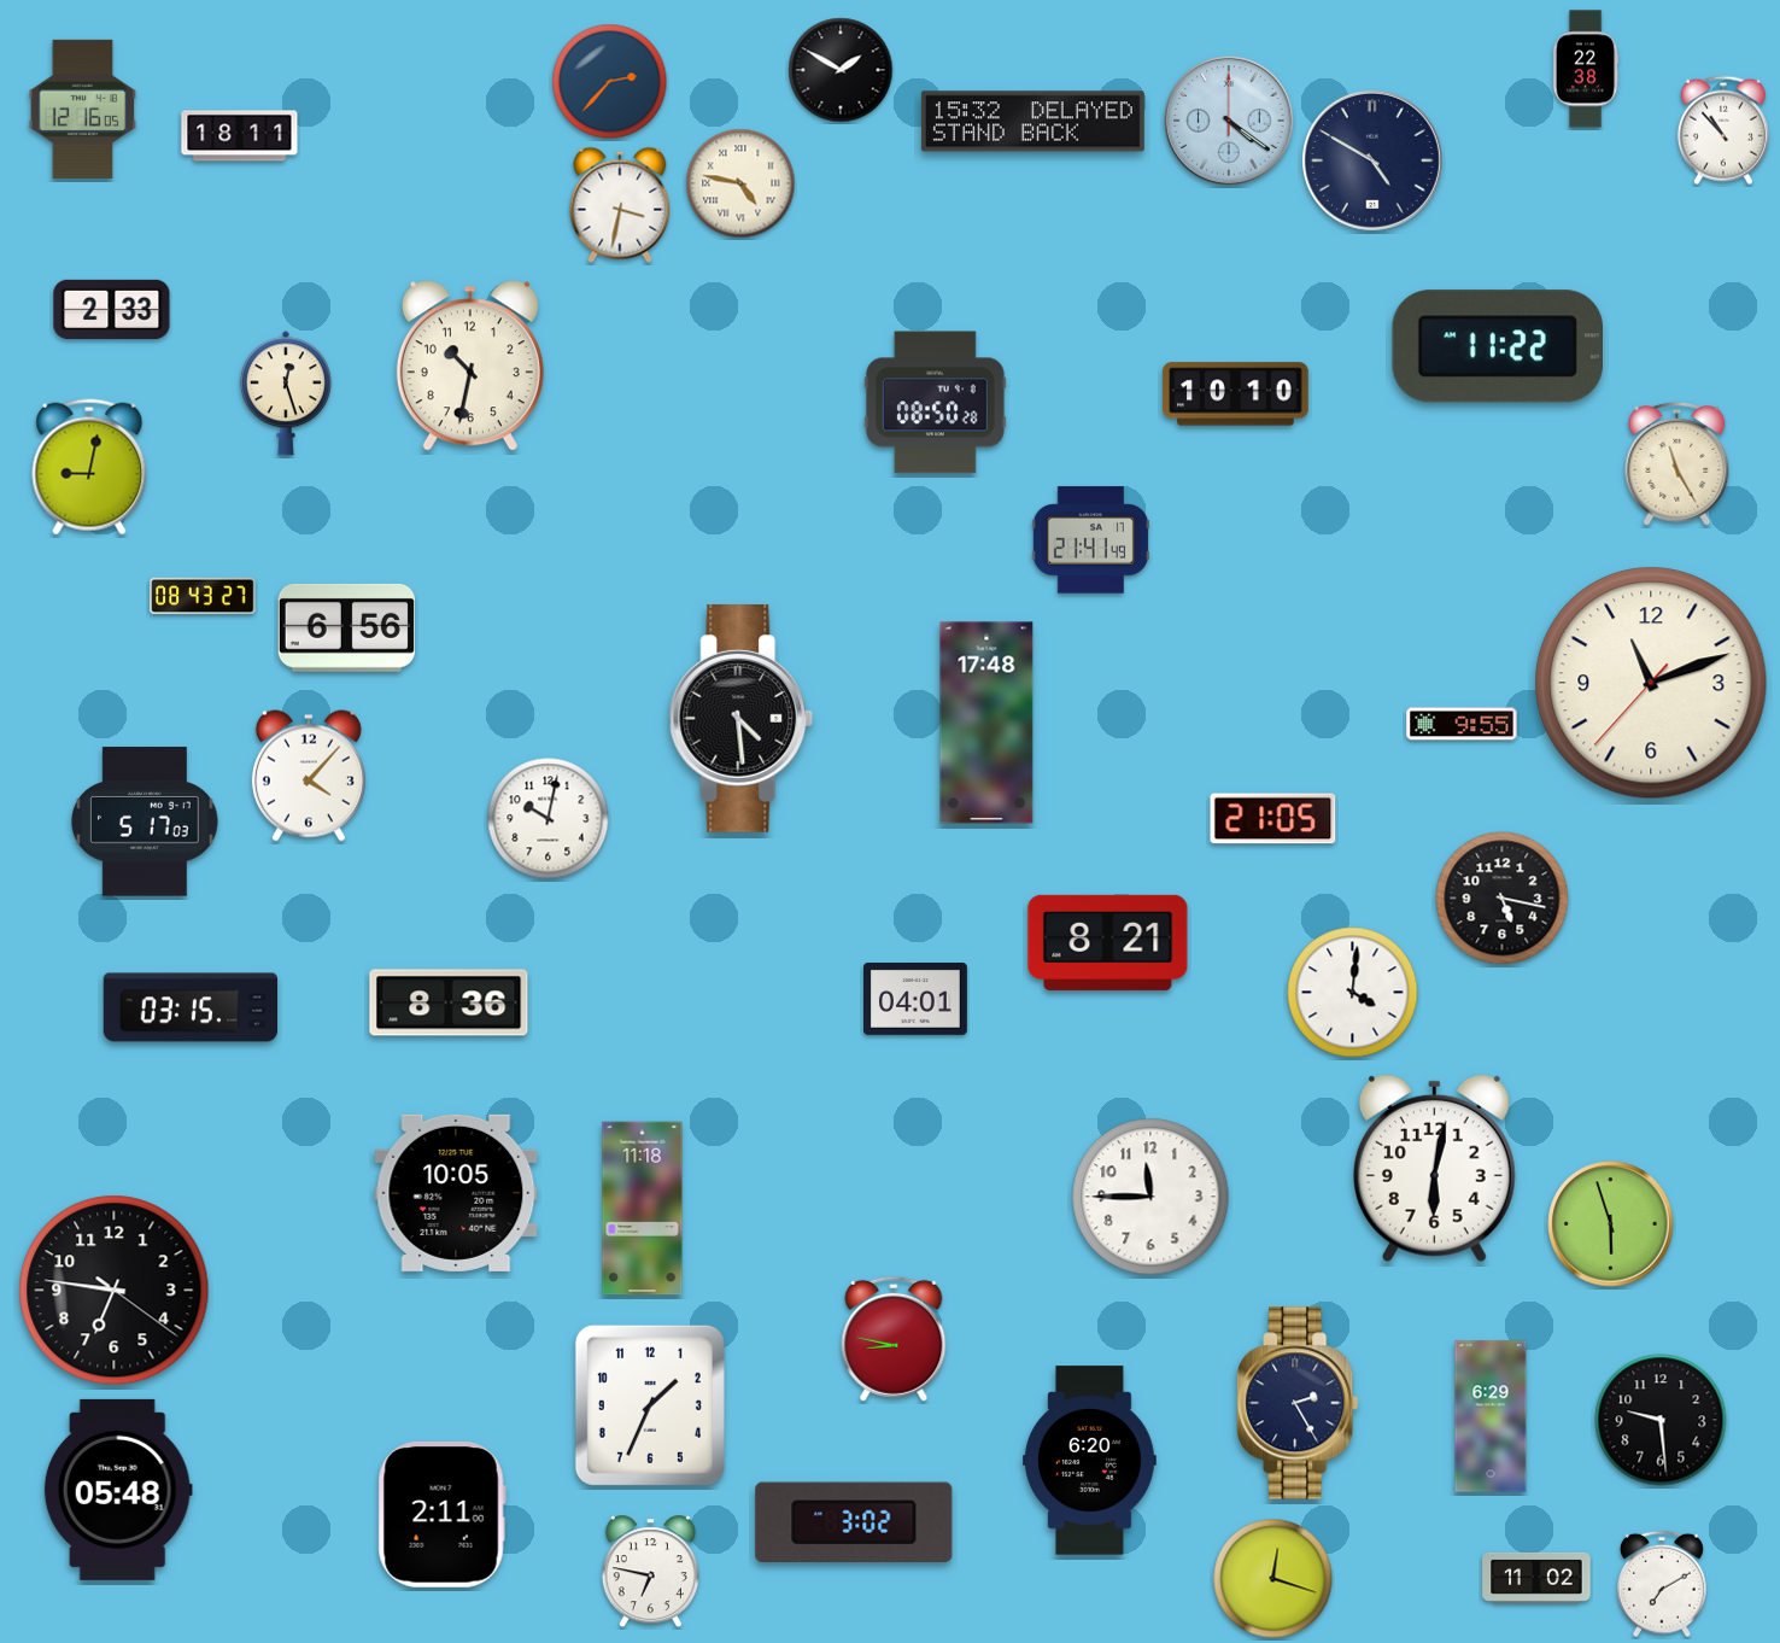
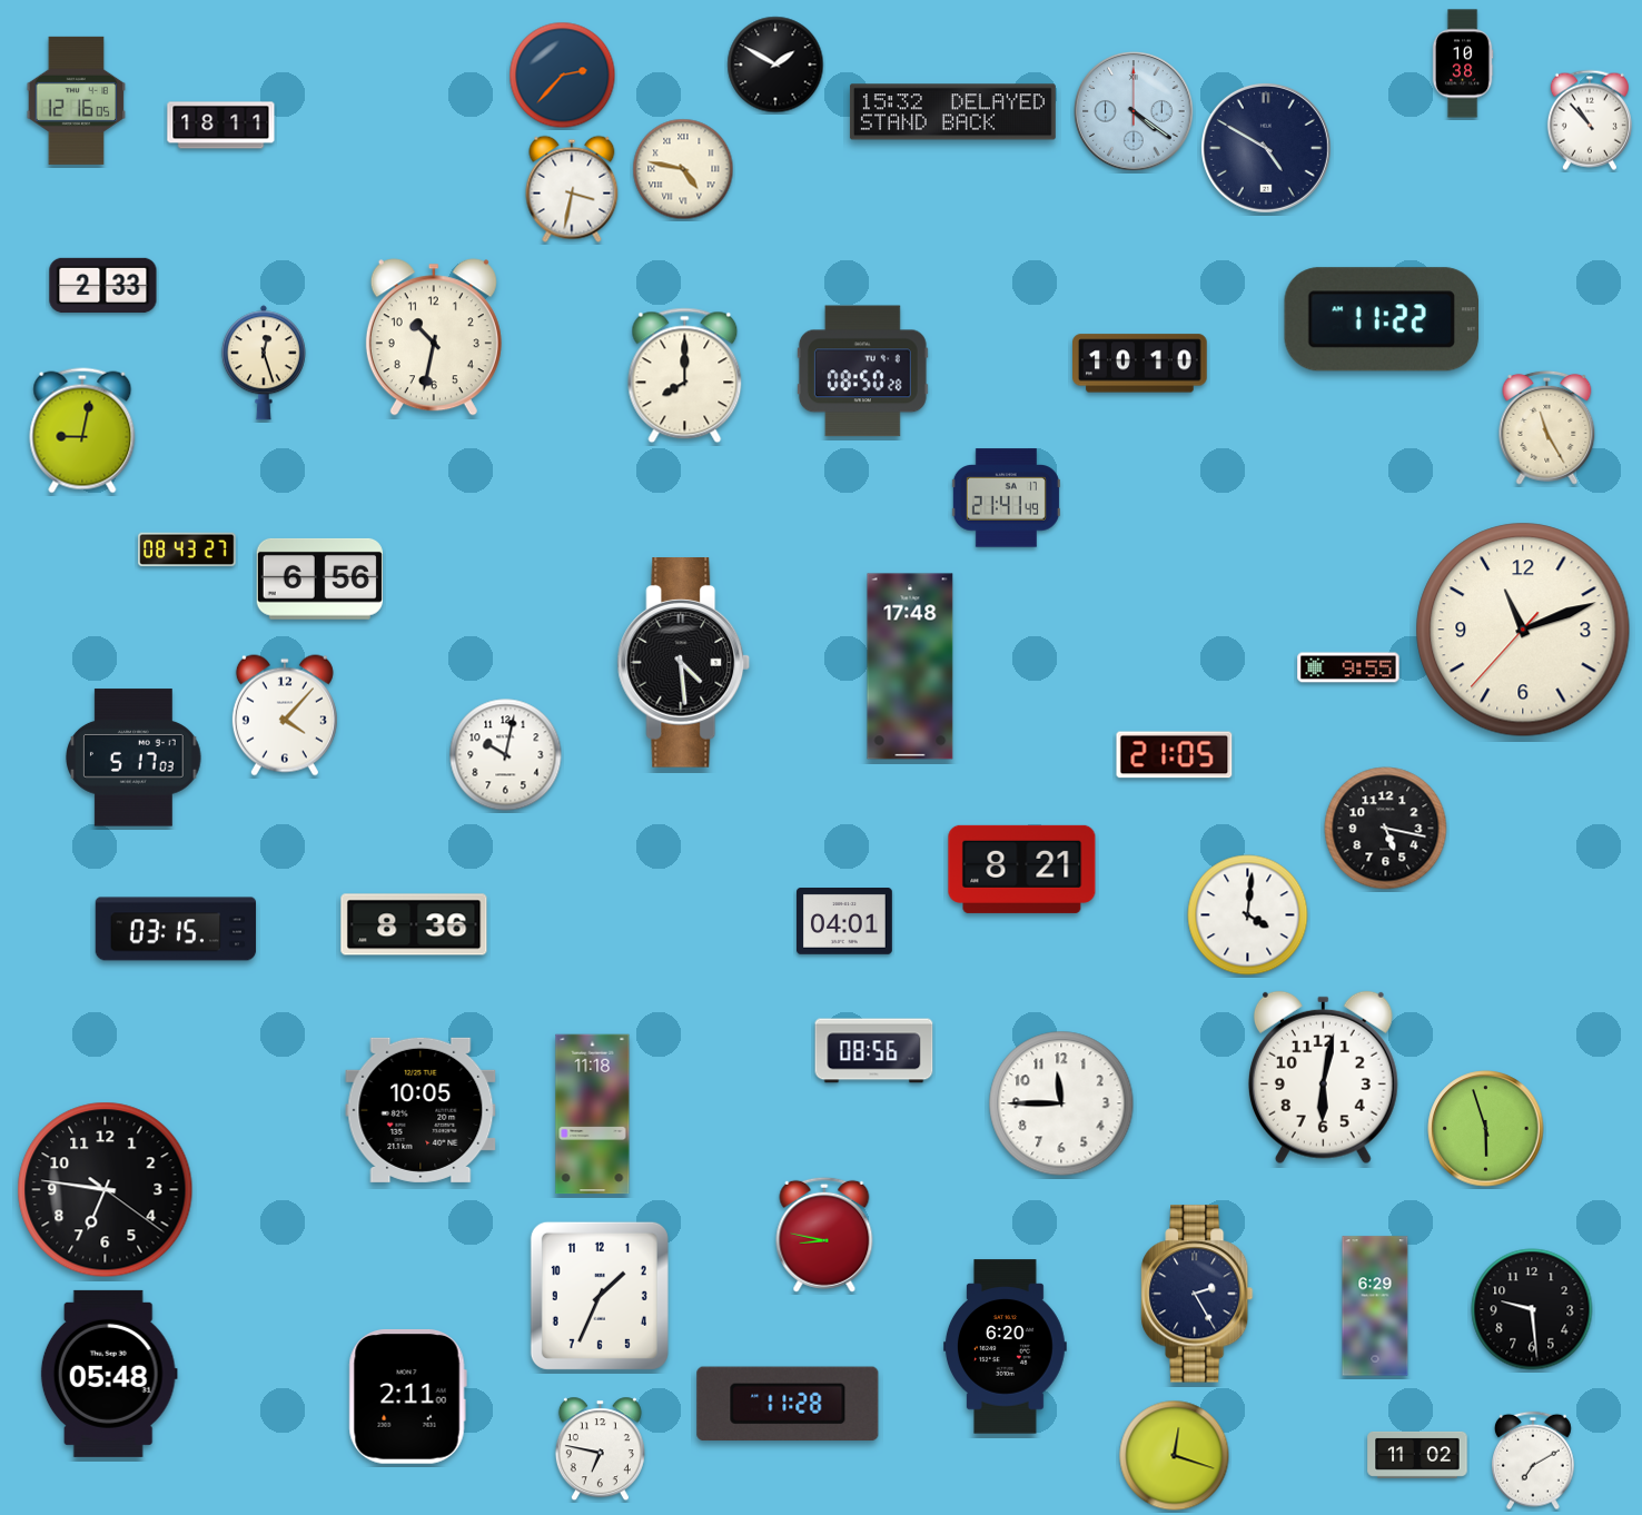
clock at (1586, 69): 22:38 -> 10:38
clock at (685, 376): none -> 8:00
clock at (874, 1051): none -> 08:56
clock at (456, 1193) position: (456, 1193) -> (421, 1110)
clock at (854, 1522): 3:02 -> 11:28
